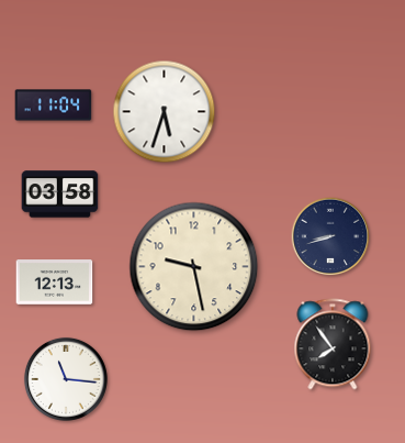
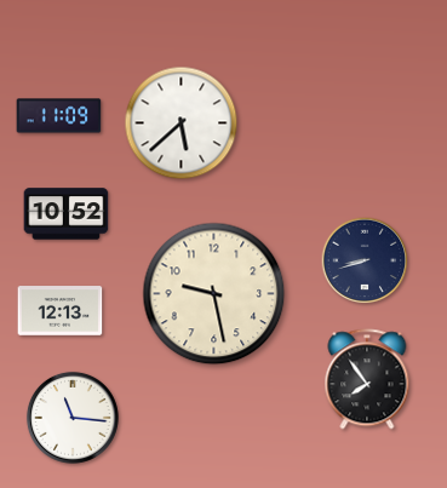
clock at (54, 106): 11:04 -> 11:09
clock at (165, 112): 5:33 -> 5:38
clock at (60, 195): 03:58 -> 10:52
